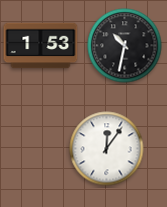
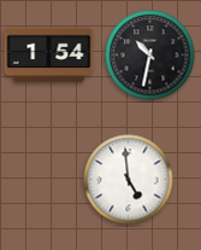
clock at (41, 46): 1:53 -> 1:54
clock at (107, 149): 12:06 -> 4:59
